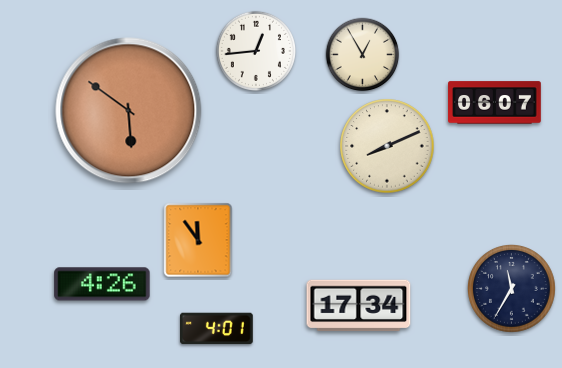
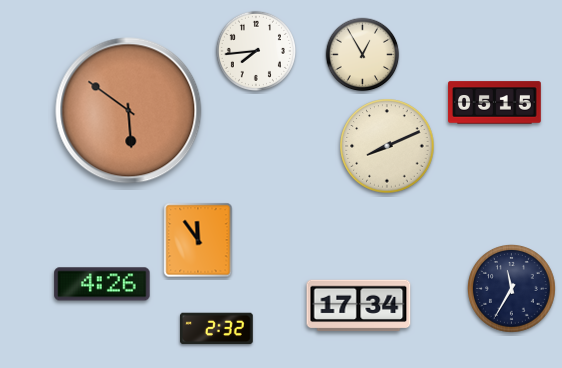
clock at (256, 51): 12:44 -> 7:44
clock at (495, 103): 06:07 -> 05:15
clock at (217, 329): 4:01 -> 2:32
